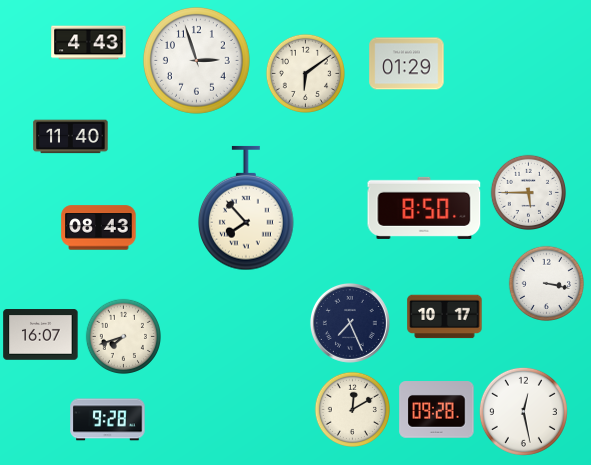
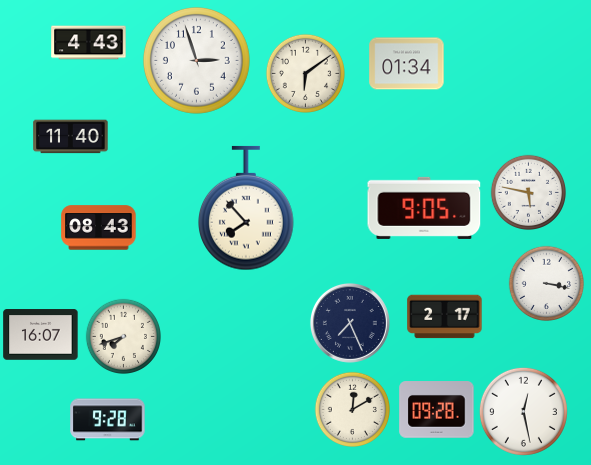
clock at (407, 64): 01:29 -> 01:34
clock at (528, 192): 5:45 -> 5:47
clock at (424, 208): 8:50 -> 9:05
clock at (445, 317): 10:17 -> 2:17
